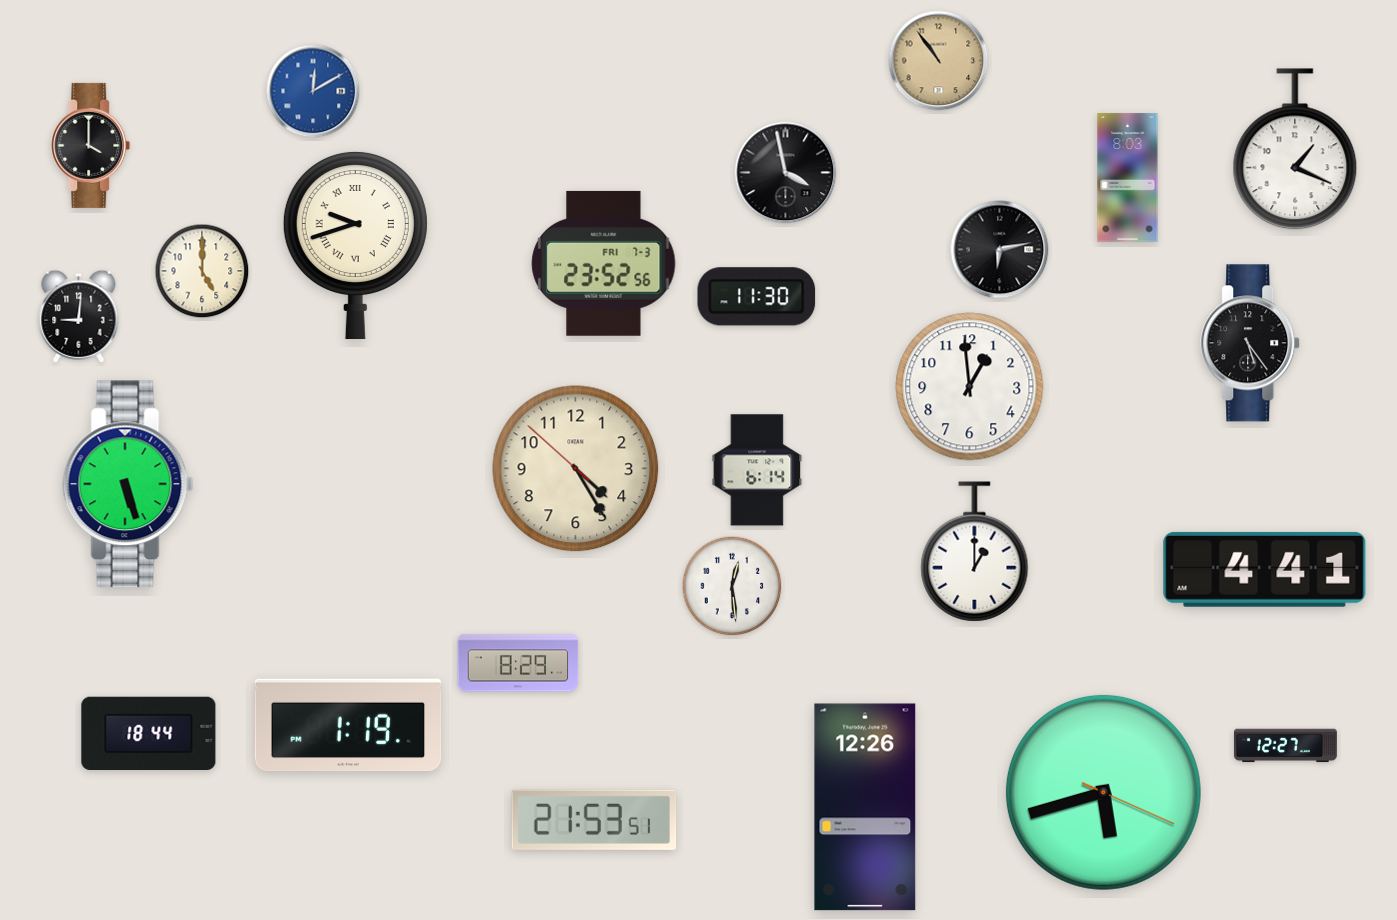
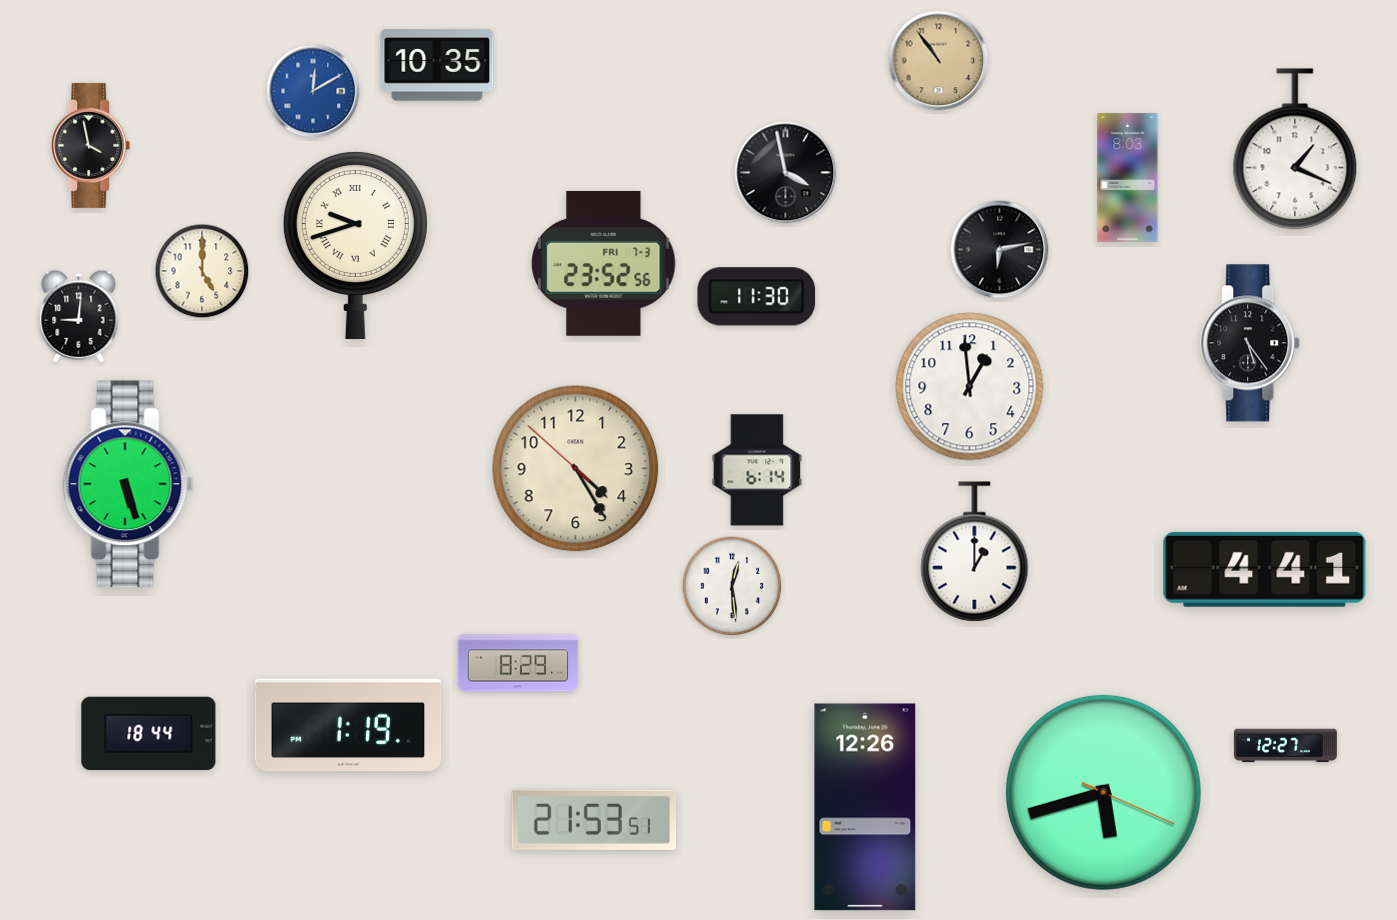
clock at (437, 65): none -> 10:35
clock at (91, 145): 4:00 -> 3:58
